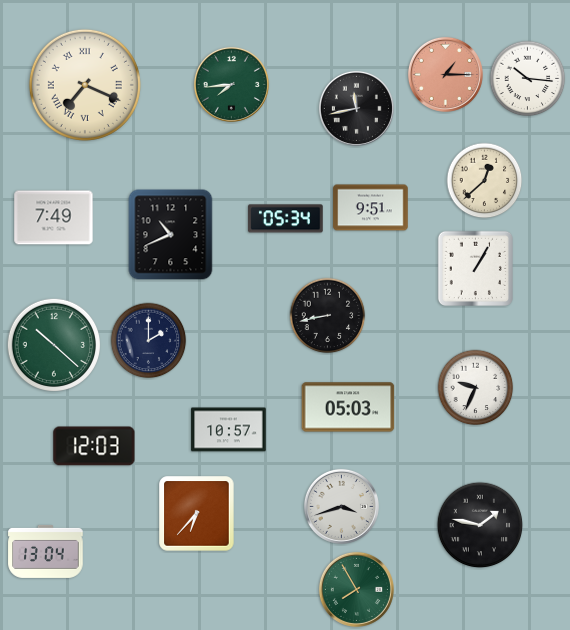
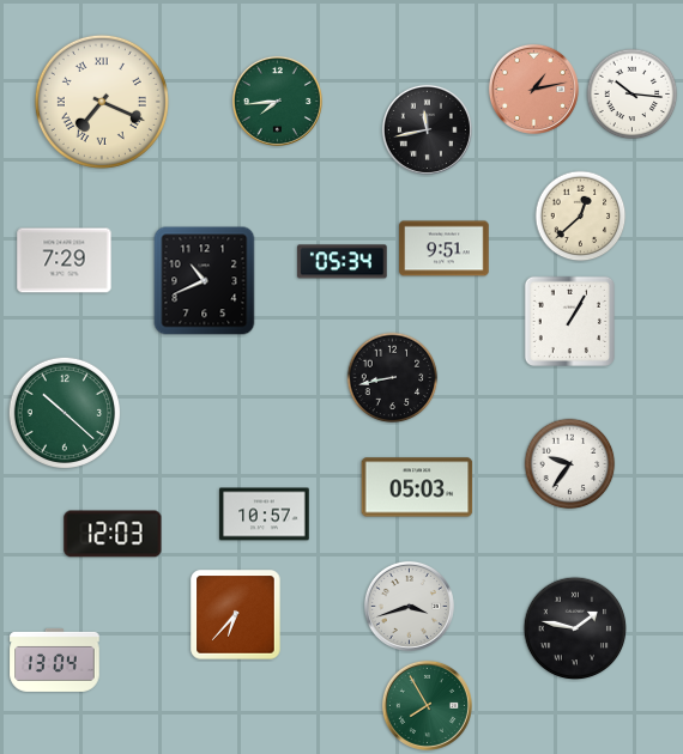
clock at (445, 74): 1:15 -> 1:13
clock at (54, 218): 7:49 -> 7:29
clock at (149, 341): 2:00 -> none
clock at (476, 388): 9:34 -> 9:36
clock at (229, 430) position: (229, 430) -> (265, 515)
